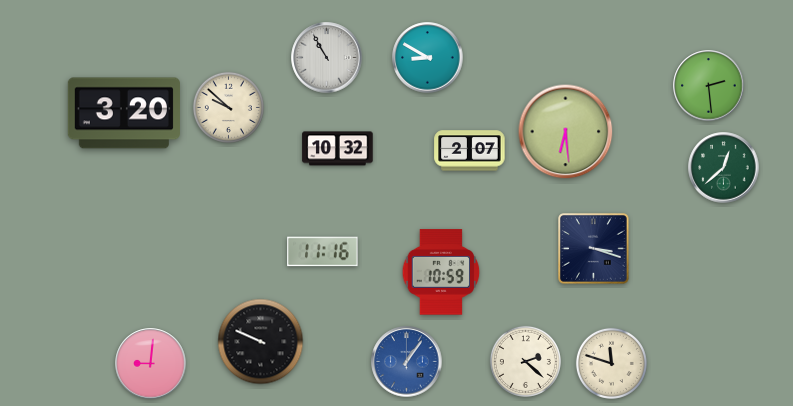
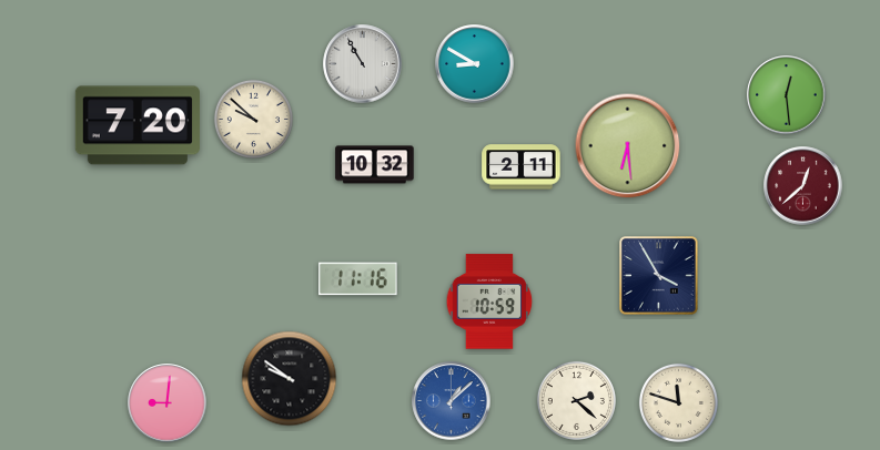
clock at (709, 86): 2:29 -> 12:29
clock at (124, 113): 3:20 -> 7:20
clock at (470, 151): 2:07 -> 2:11
clock at (724, 168) dial: green -> burgundy
clock at (594, 249): 3:18 -> 3:55
clock at (261, 342): 9:49 -> 9:51
clock at (525, 361) position: (525, 361) -> (576, 400)
clock at (407, 362): 1:06 -> 1:08
